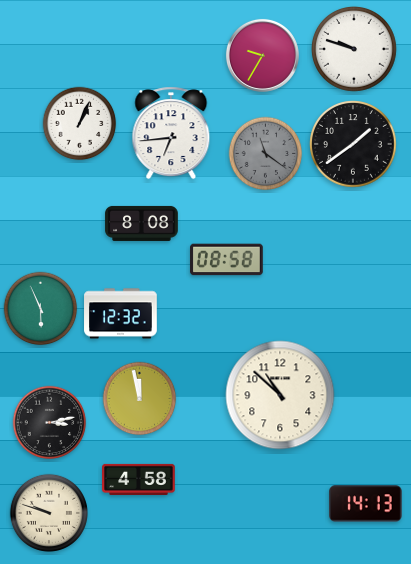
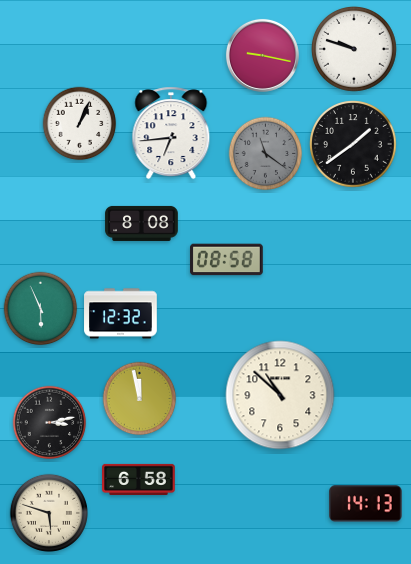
clock at (262, 55): 9:35 -> 9:17
clock at (139, 479): 4:58 -> 6:58
clock at (49, 513): 9:48 -> 5:48
